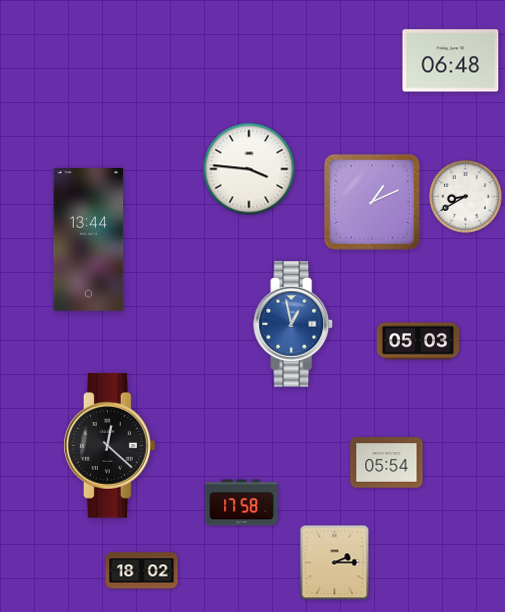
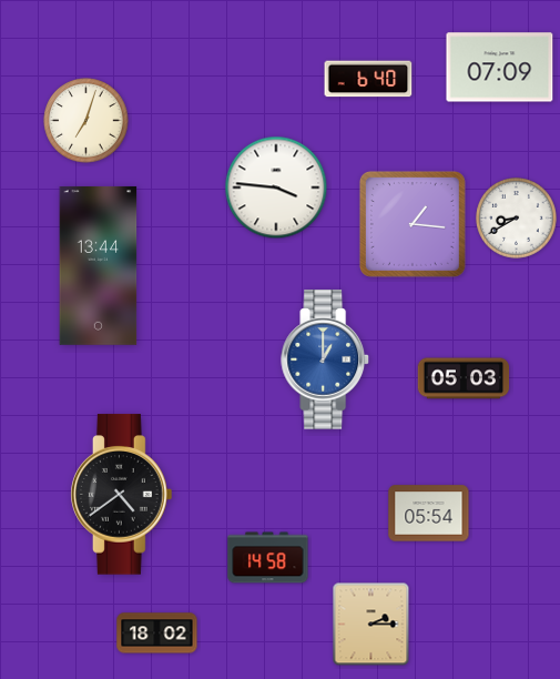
clock at (451, 61): 06:48 -> 07:09
clock at (368, 79): none -> 6:40
clock at (86, 121): none -> 7:03
clock at (372, 202): 1:11 -> 1:16
clock at (294, 324): 12:58 -> 1:00
clock at (110, 446): 12:22 -> 4:39
clock at (242, 503): 17:58 -> 14:58
